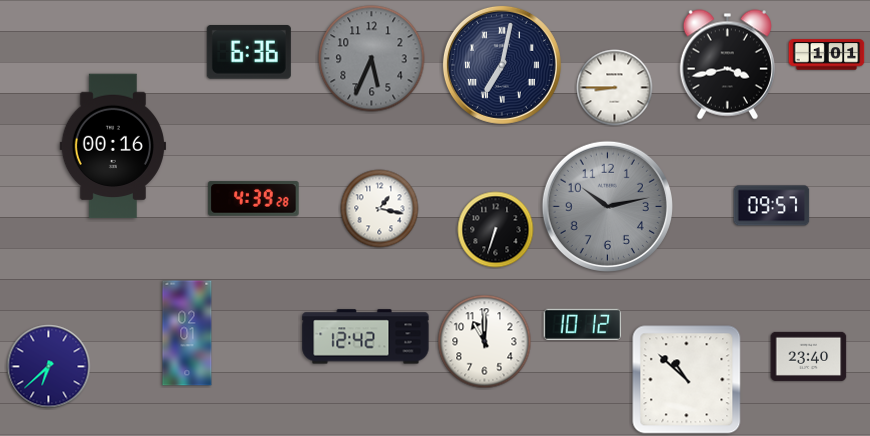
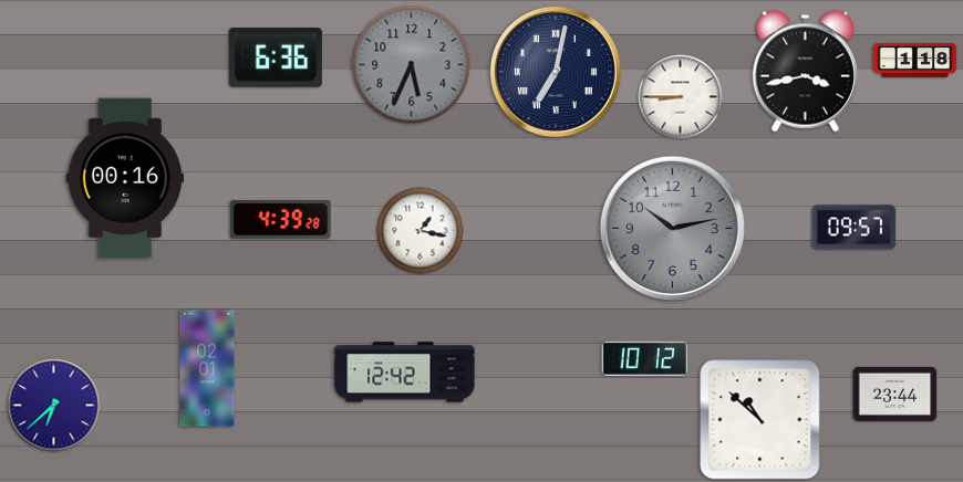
clock at (827, 55): 1:01 -> 1:18
clock at (112, 146) position: (112, 146) -> (124, 178)
clock at (496, 230): 6:33 -> none
clock at (485, 342): 11:00 -> none
clock at (809, 356): 23:40 -> 23:44
